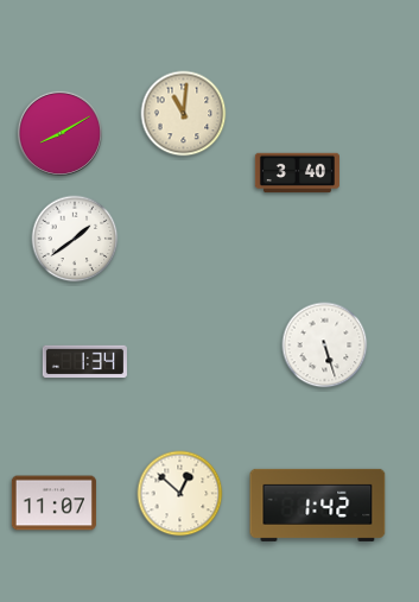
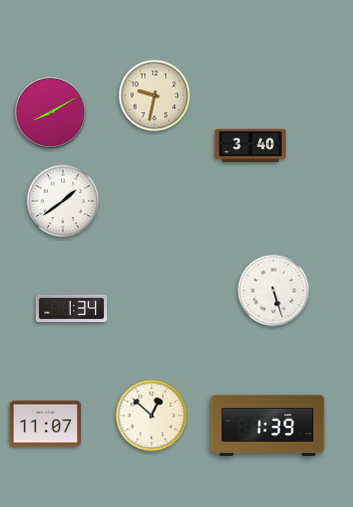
clock at (184, 114): 11:01 -> 9:32
clock at (84, 362) position: (84, 362) -> (71, 309)
clock at (318, 505): 1:42 -> 1:39
